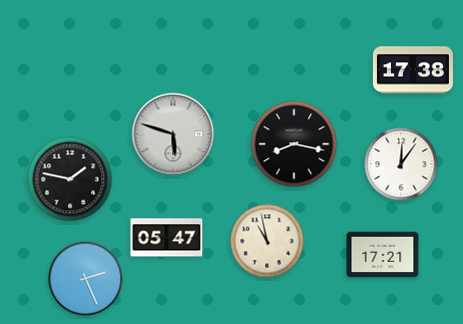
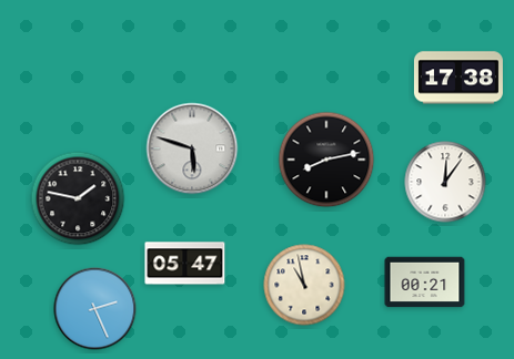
clock at (294, 144): 8:17 -> 8:13
clock at (267, 241) position: (267, 241) -> (304, 285)
clock at (383, 255): 17:21 -> 00:21
